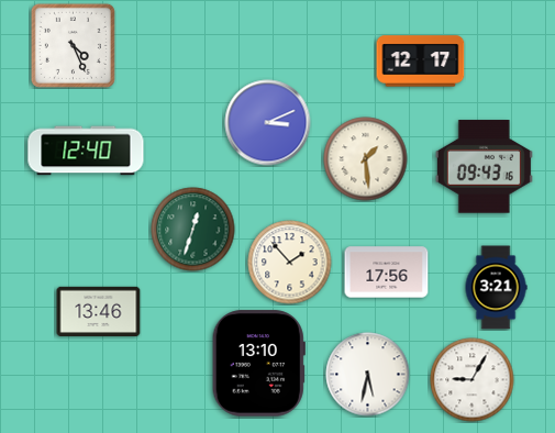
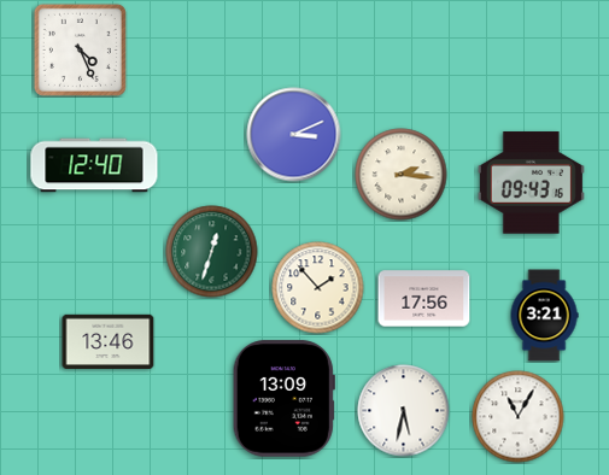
clock at (421, 62): 12:17 -> none
clock at (366, 159): 1:29 -> 2:16
clock at (258, 364): 13:10 -> 13:09
clock at (473, 380): 9:05 -> 11:05
